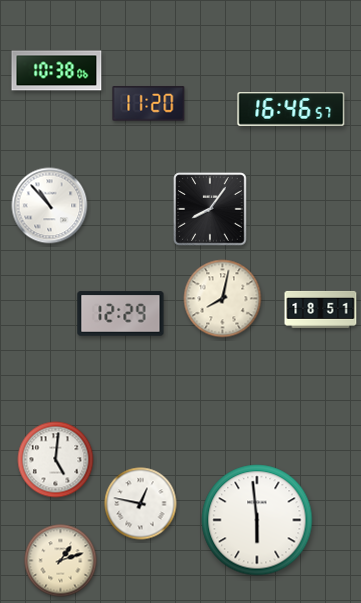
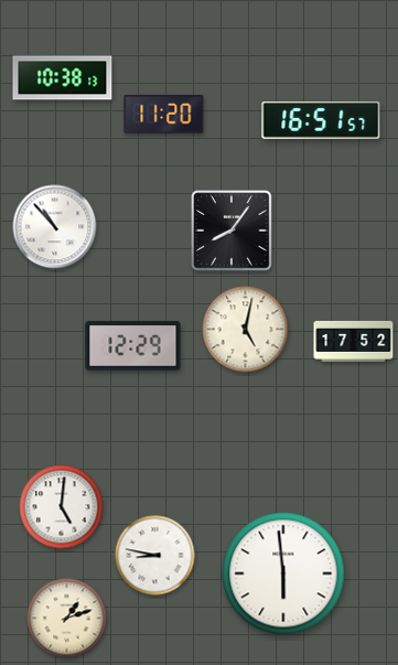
clock at (57, 71): 10:38:06 -> 10:38:13
clock at (291, 110): 16:46 -> 16:51
clock at (223, 299): 8:02 -> 5:02
clock at (321, 309): 18:51 -> 17:52
clock at (141, 504): 12:47 -> 8:47
